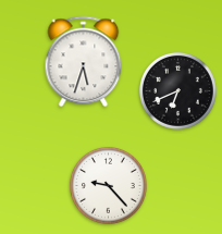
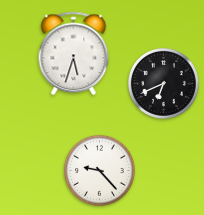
clock at (84, 62) position: (84, 62) -> (74, 54)
